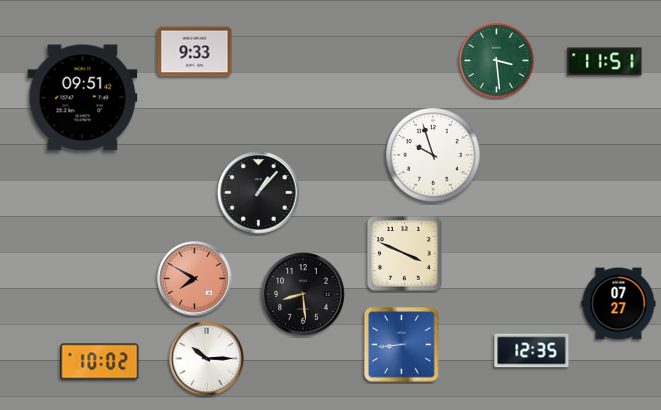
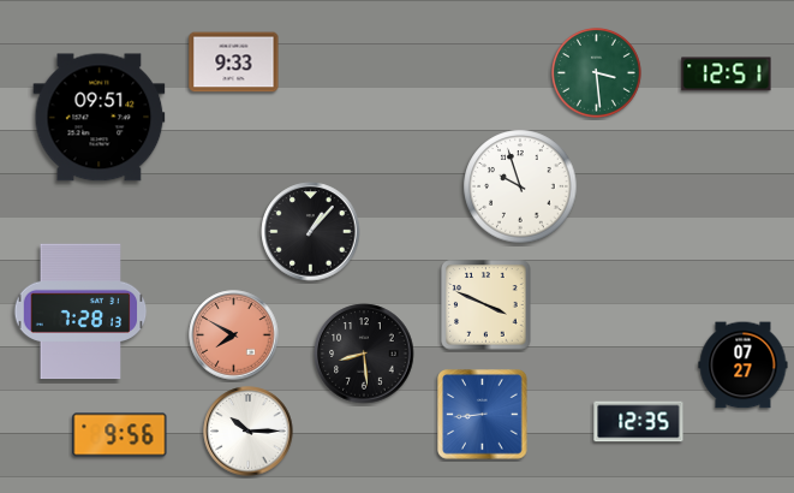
clock at (605, 62): 11:51 -> 12:51
clock at (80, 311): none -> 7:28
clock at (100, 362): 10:02 -> 9:56
